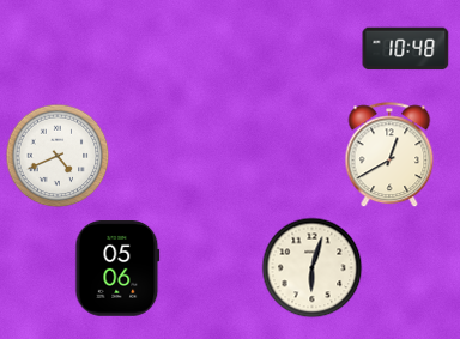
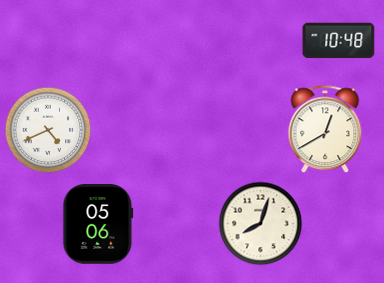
clock at (313, 268): 6:03 -> 8:03
